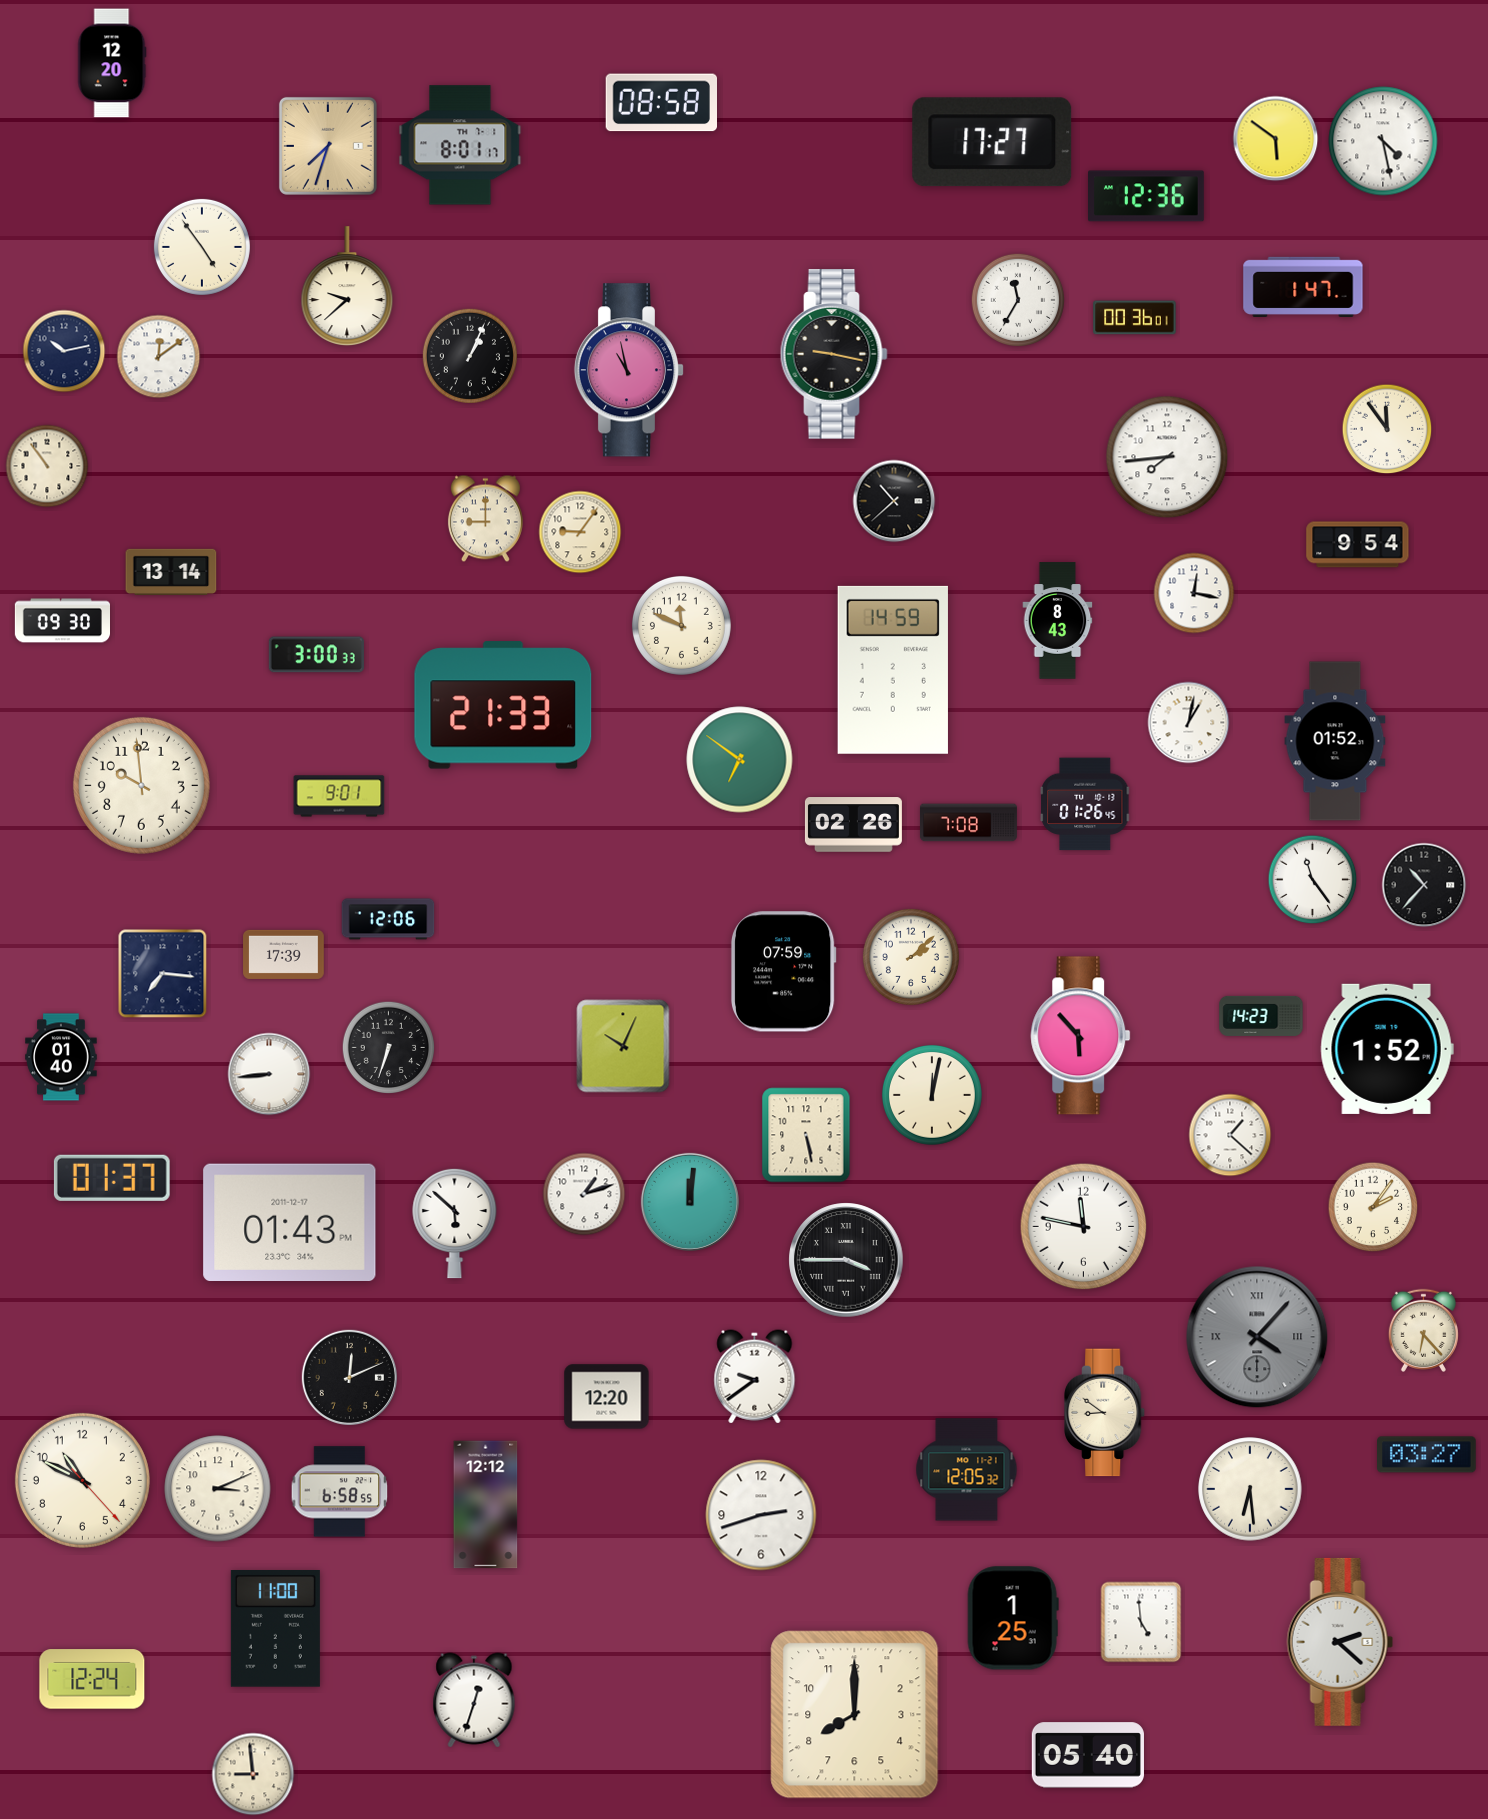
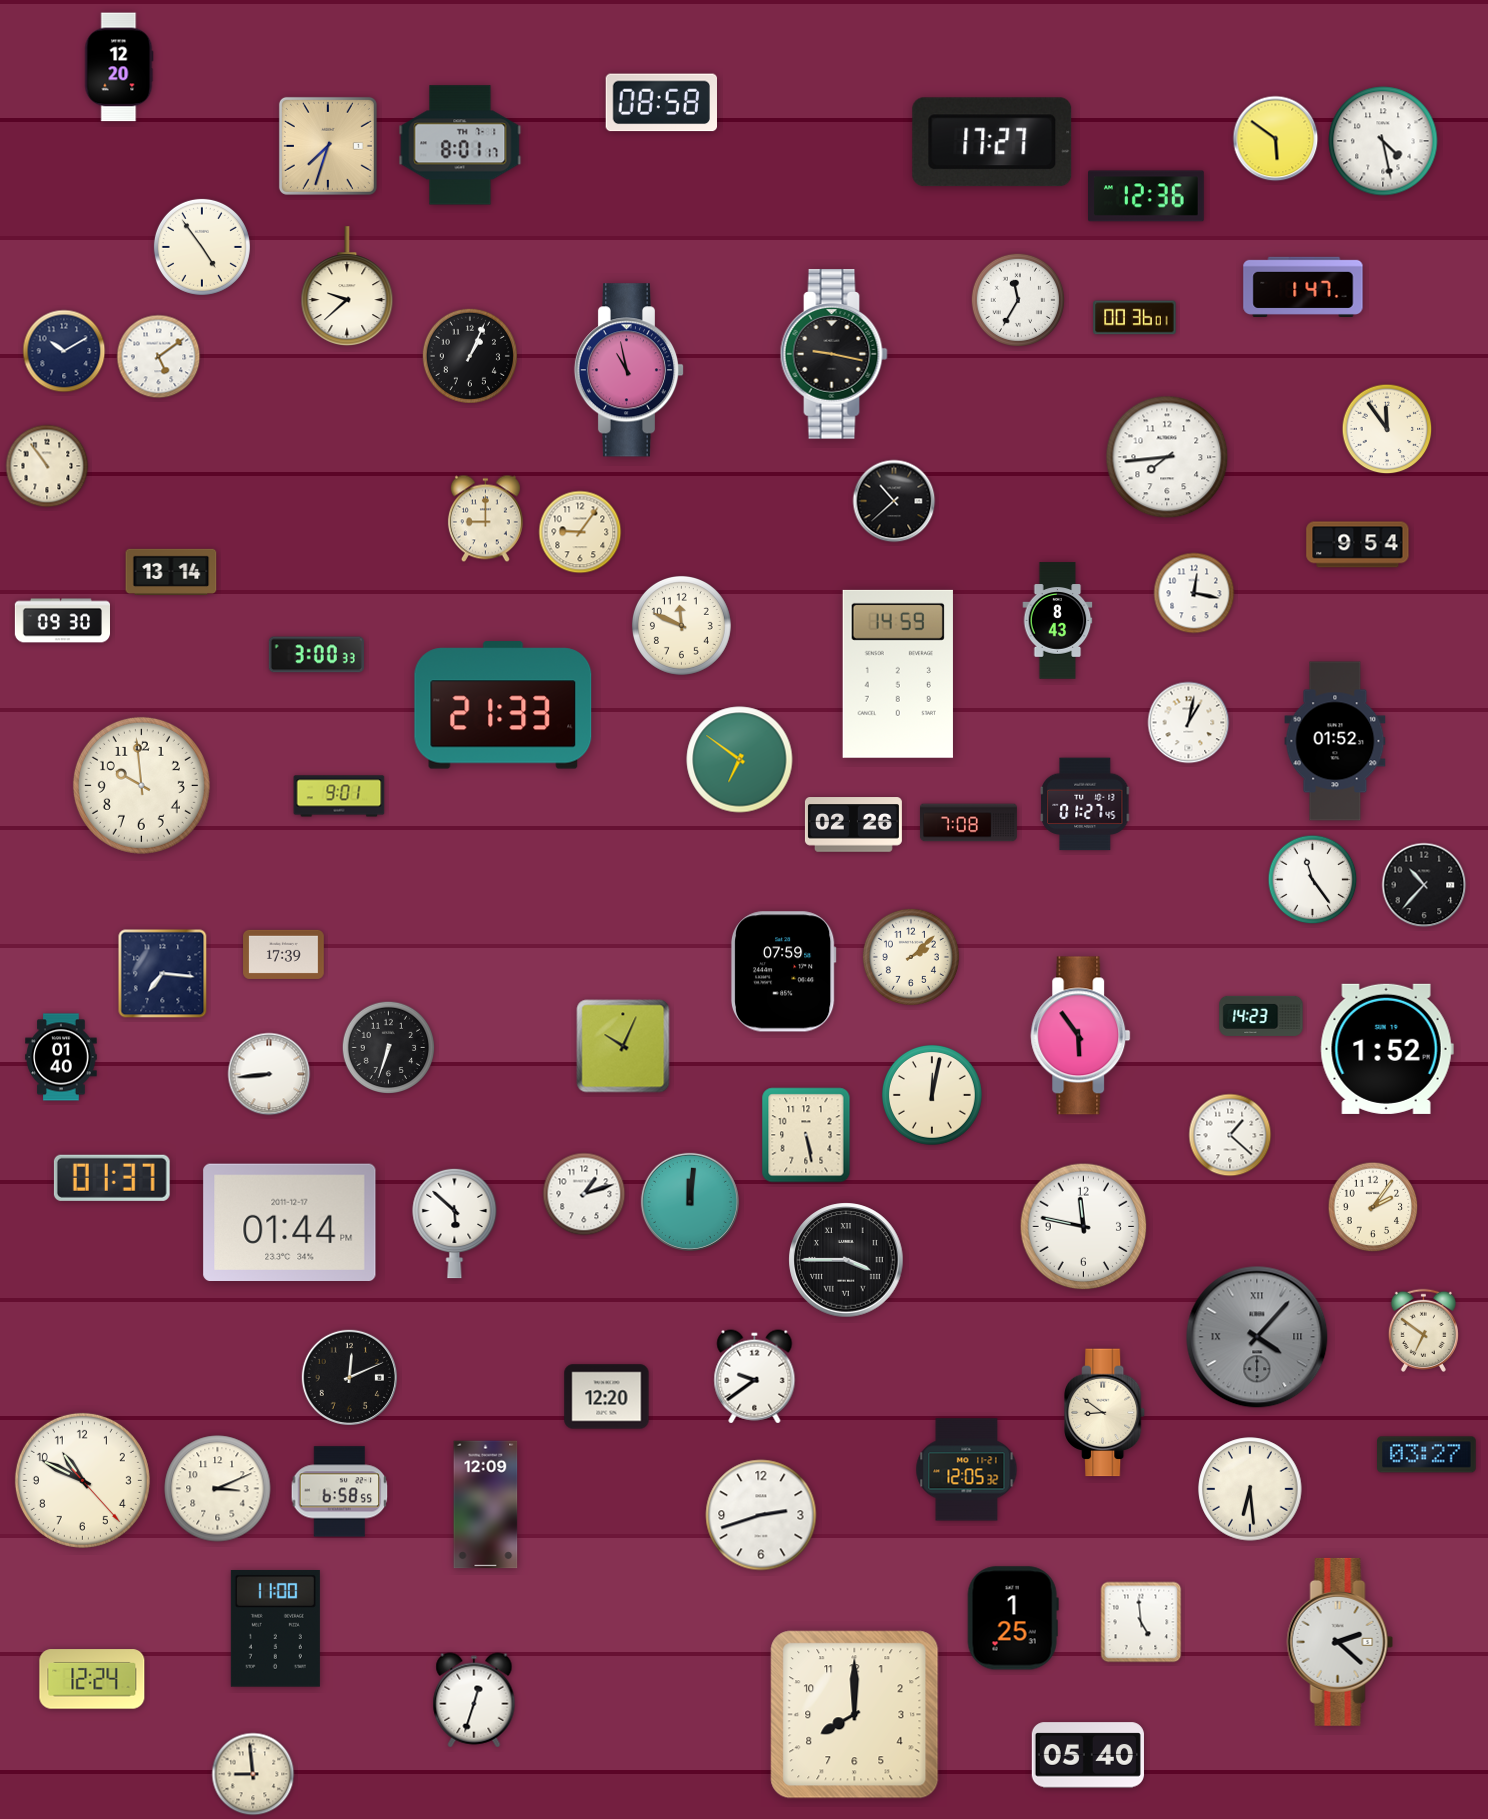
clock at (112, 63) position: (112, 63) -> (119, 67)
clock at (64, 351): 10:13 -> 10:10
clock at (159, 357): 12:09 -> 5:09
clock at (893, 670) position: (893, 670) -> (898, 674)
clock at (1086, 804): 01:26 -> 01:27
clock at (388, 919): 12:06 -> none
clock at (1081, 1036): 5:53 -> 5:54
clock at (290, 1222): 01:43 -> 01:44
clock at (1423, 1330): 6:23 -> 6:51
clock at (486, 1505): 12:12 -> 12:09
